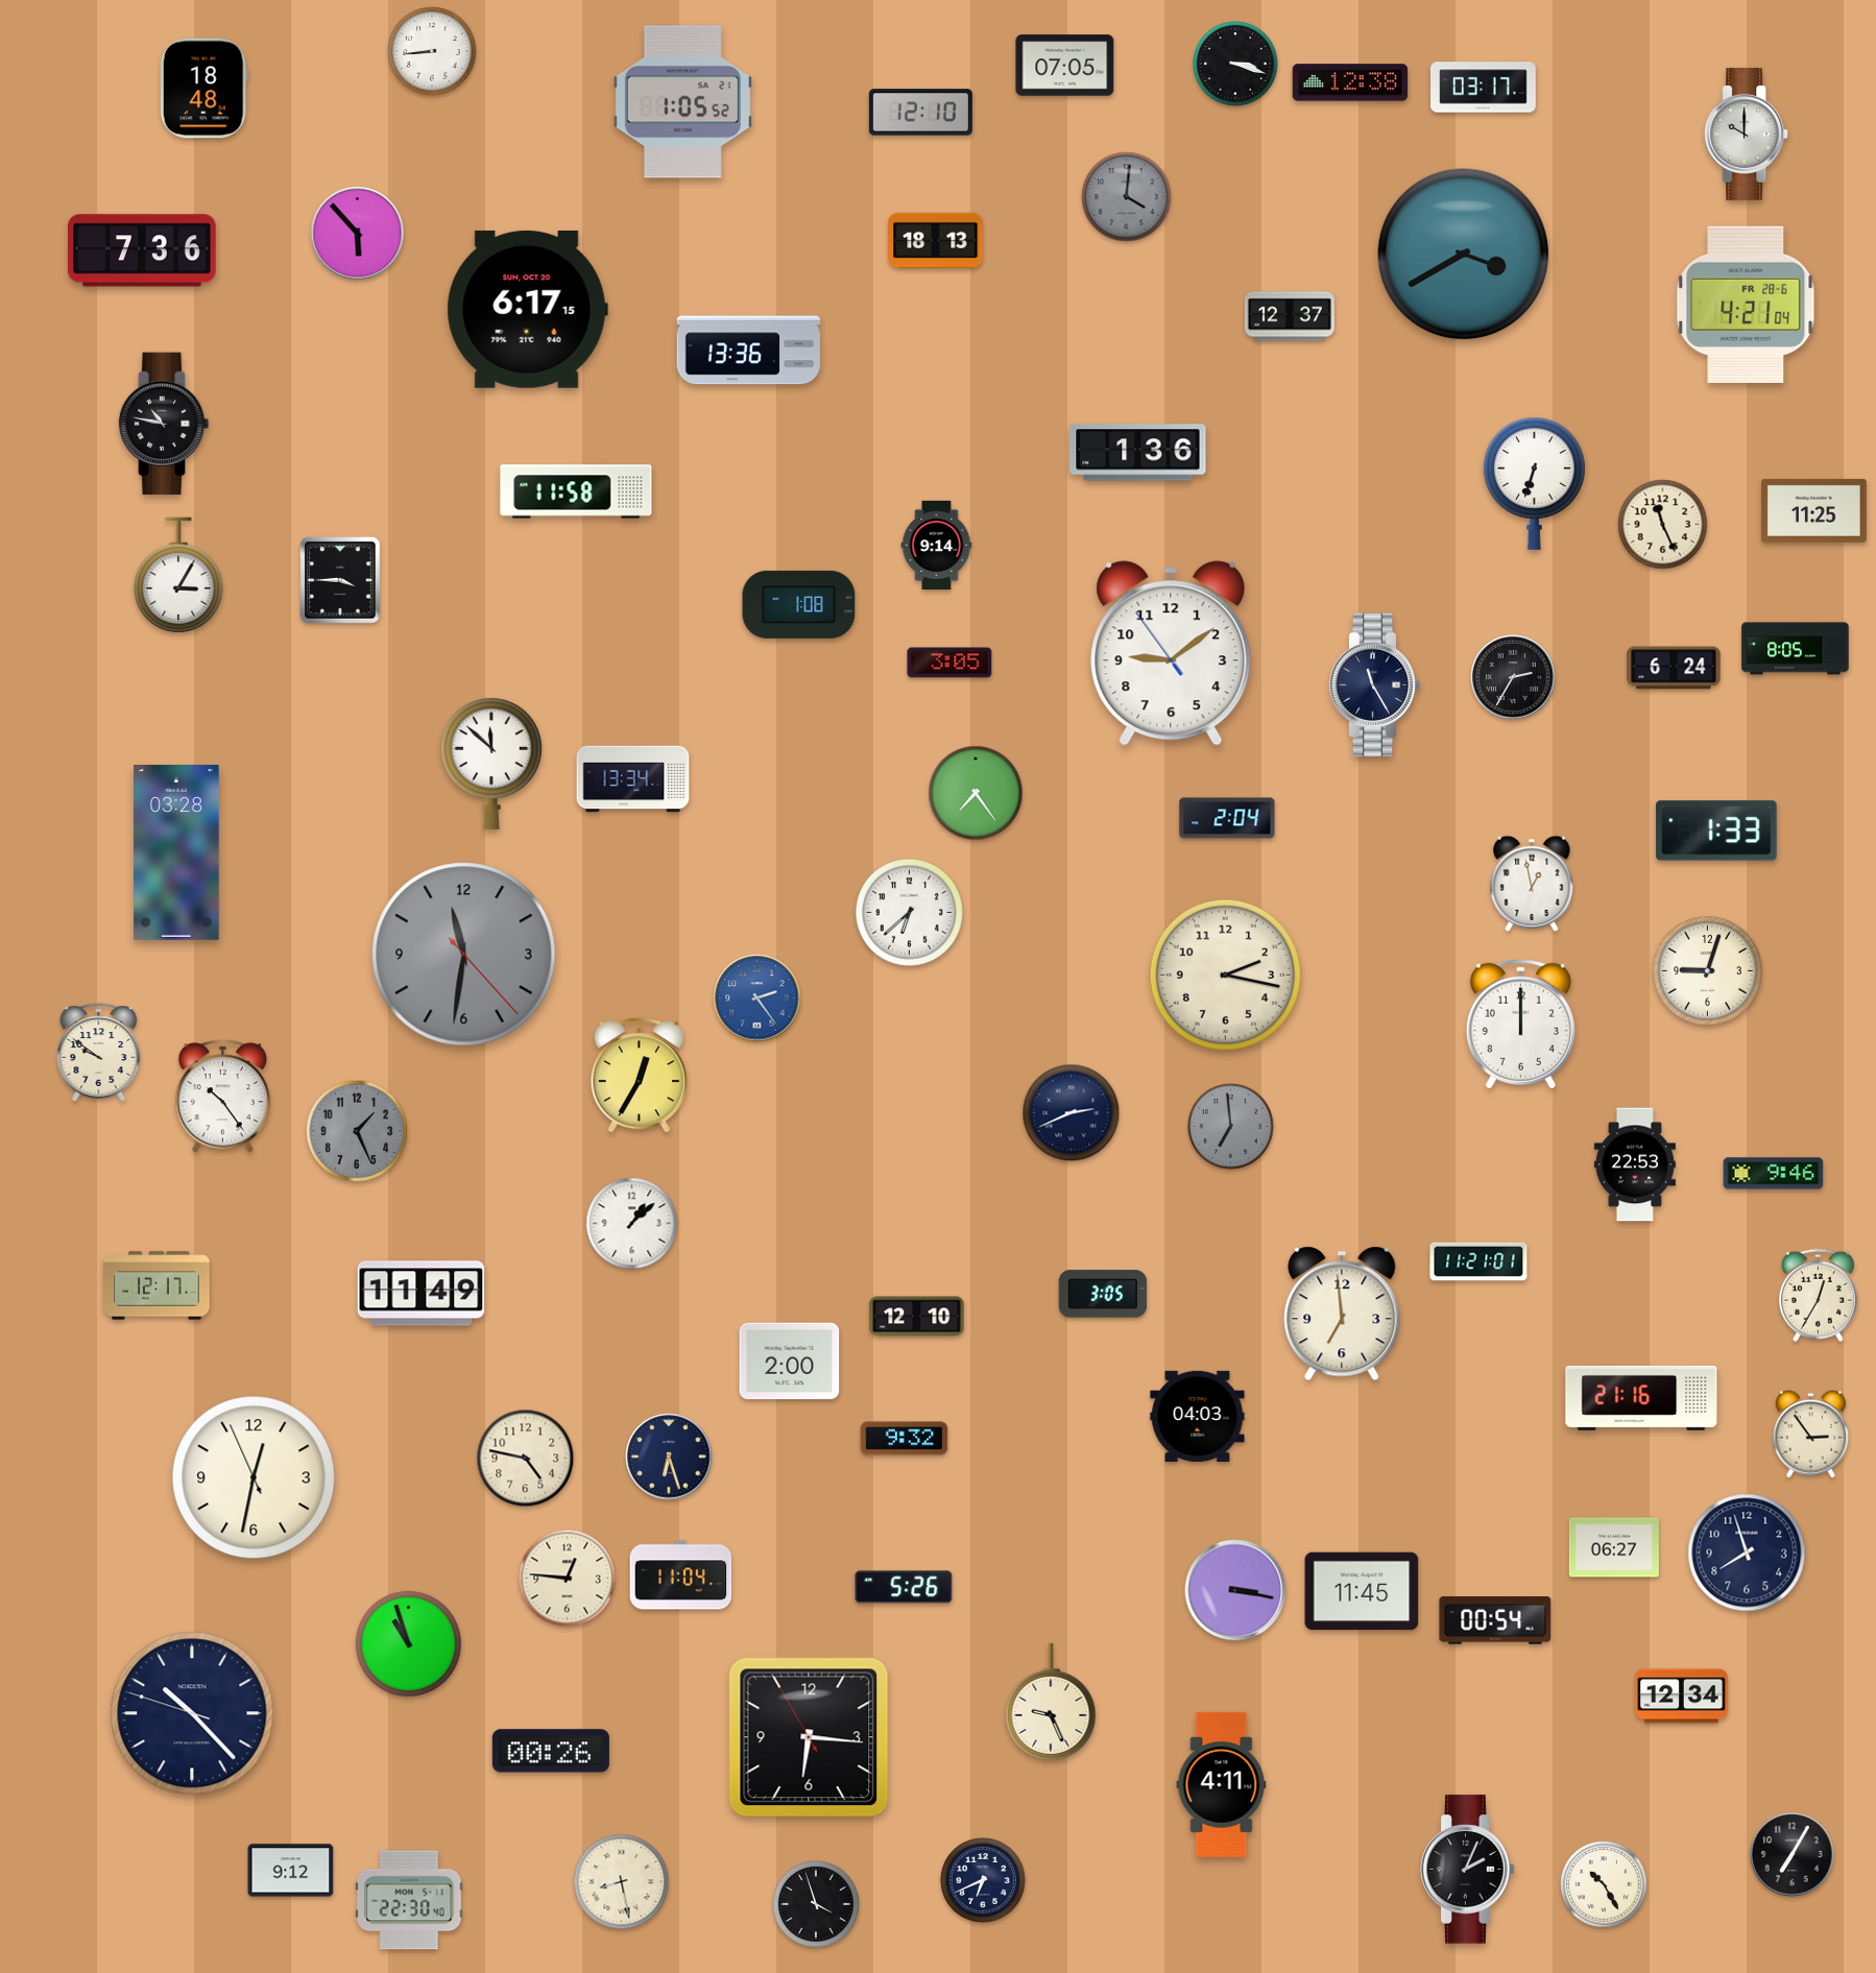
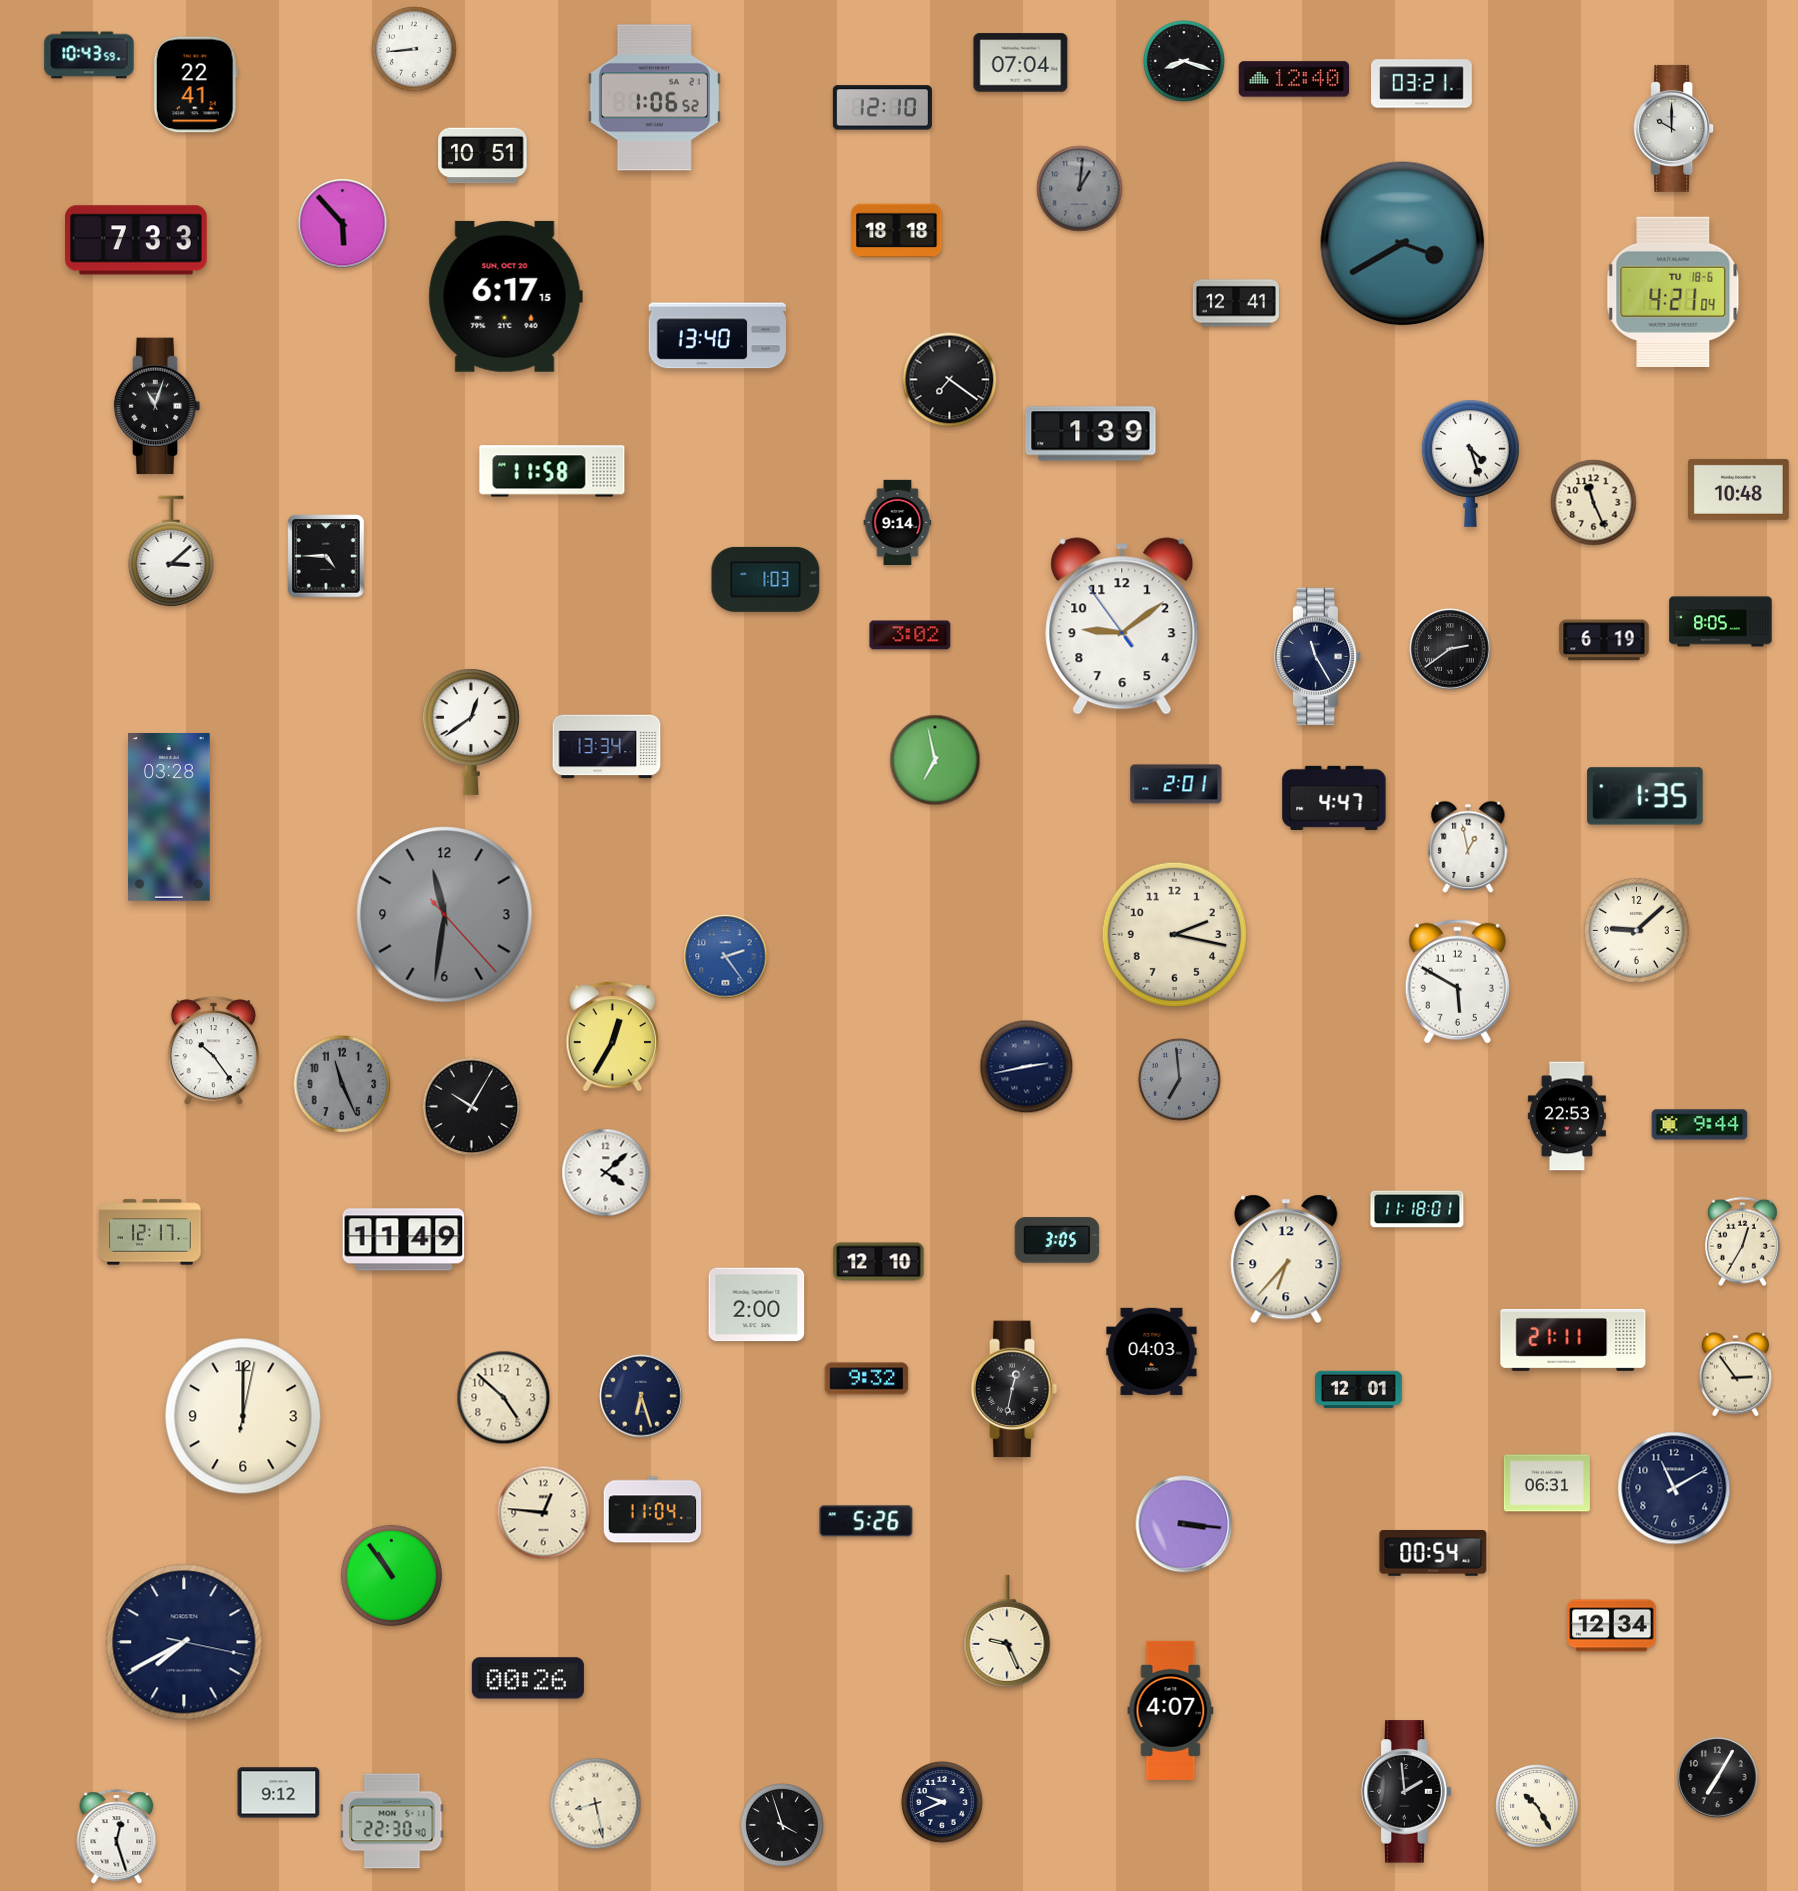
clock at (89, 55): none -> 10:43
clock at (1236, 65): 3:18 -> 8:18
clock at (1065, 66): 07:05 -> 07:04
clock at (1350, 82): 12:38 -> 12:40
clock at (1484, 88): 03:17 -> 03:21
clock at (203, 89): 18:48 -> 22:41
clock at (682, 102): 1:05 -> 1:06
clock at (483, 156): none -> 10:51
clock at (1127, 197): 4:01 -> 1:01
clock at (936, 240): 18:13 -> 18:18
clock at (142, 250): 7:36 -> 7:33
clock at (1746, 305) date: FR 28-6 -> TU 18-6
clock at (1290, 316): 12:37 -> 12:41
clock at (748, 351): 13:36 -> 13:40
clock at (950, 380): none -> 7:21
clock at (164, 424): 10:47 -> 11:03
clock at (1138, 453): 1:36 -> 1:39
clock at (1534, 483): 6:33 -> 4:27
clock at (1814, 510): 11:25 -> 10:48
clock at (178, 575): 3:05 -> 3:08
clock at (340, 580): 3:45 -> 4:45
clock at (799, 604): 1:08 -> 1:03
clock at (949, 663): 3:05 -> 3:02
clock at (1674, 668): 6:24 -> 6:19
clock at (1513, 677): 2:35 -> 2:39
clock at (491, 764): 11:52 -> 12:39
clock at (976, 793): 7:24 -> 6:58
clock at (1227, 818): 2:04 -> 2:01
clock at (1716, 831): 1:33 -> 1:35
clock at (1334, 798): none -> 4:47
clock at (909, 912): 6:38 -> none
clock at (1708, 971): 9:03 -> 9:08
clock at (1520, 1024): 12:00 -> 5:50
clock at (99, 1053): 9:51 -> none
clock at (640, 1075) position: (640, 1075) -> (613, 1036)
clock at (1072, 1113): 2:41 -> 2:43
clock at (357, 1131): 1:26 -> 11:26
clock at (472, 1107): none -> 10:05
clock at (1774, 1174): 9:46 -> 9:44
clock at (632, 1224): 1:08 -> 4:08
clock at (1478, 1261): 11:21 -> 11:18
clock at (1342, 1314): 6:59 -> 6:37
clock at (1641, 1398): 21:16 -> 21:11
clock at (1198, 1416) position: (1198, 1416) -> (1152, 1351)
clock at (1014, 1389): none -> 12:32
clock at (1358, 1390): none -> 12:01
clock at (526, 1459): 4:47 -> 4:52
clock at (254, 1477): 12:31 -> 12:00
clock at (1614, 1547): 06:27 -> 06:31
clock at (1747, 1553): 7:57 -> 11:10
clock at (1235, 1590): 3:17 -> 3:16
clock at (1362, 1591): 11:45 -> none
clock at (408, 1643): 10:57 -> 10:54
clock at (192, 1713): 10:22 -> 7:40
clock at (809, 1737): 6:15 -> none
clock at (1222, 1784): 4:11 -> 4:07
clock at (1468, 1870): 2:04 -> 1:59
clock at (984, 1881): 6:41 -> 9:41
clock at (117, 1837): none -> 12:27
